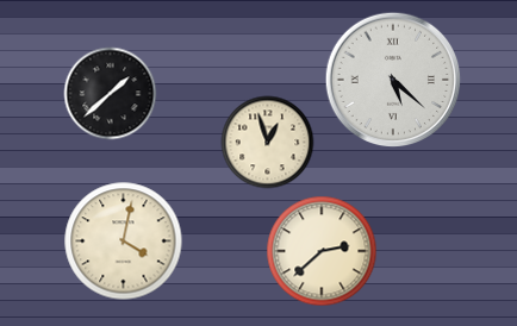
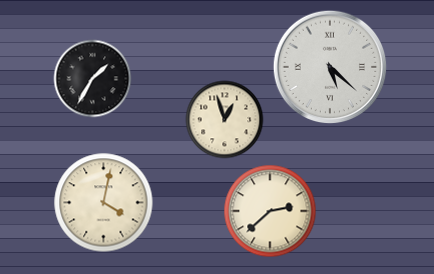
clock at (110, 93): 1:38 -> 1:35
